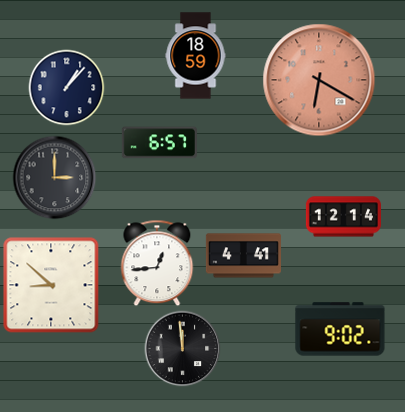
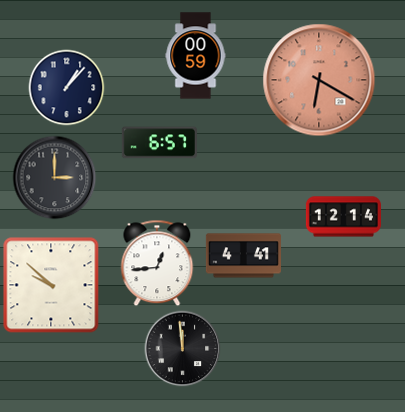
clock at (196, 56): 18:59 -> 00:59
clock at (51, 285): 8:52 -> 9:52
clock at (340, 329): 9:02 -> none
